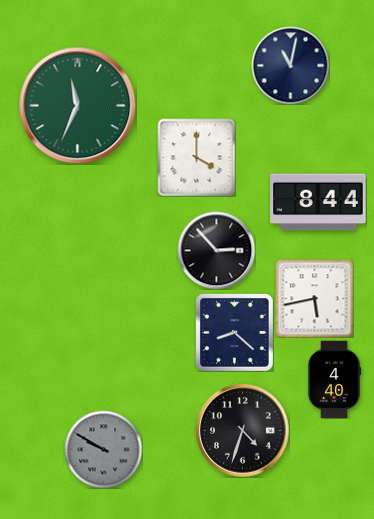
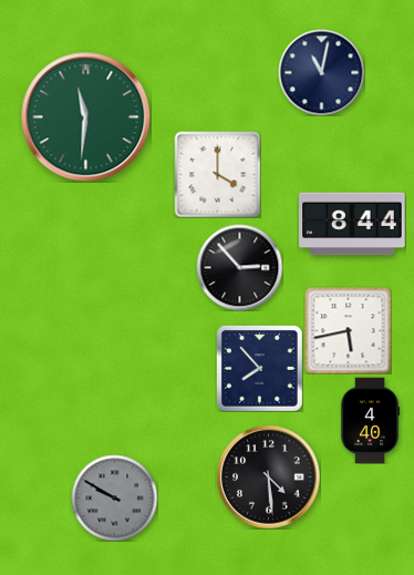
clock at (77, 105): 11:34 -> 11:31
clock at (216, 250) position: (216, 250) -> (239, 267)
clock at (235, 333): 8:22 -> 7:53
clock at (242, 430): 4:33 -> 4:29
